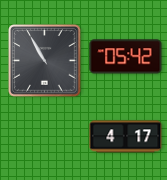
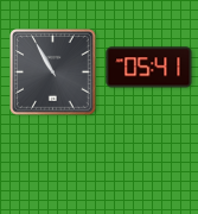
clock at (126, 57): 05:42 -> 05:41
clock at (126, 137): 4:17 -> none
